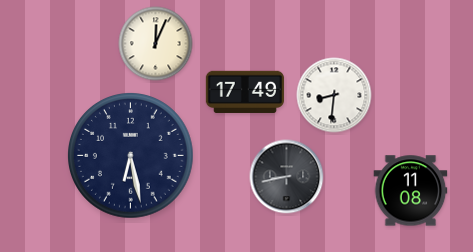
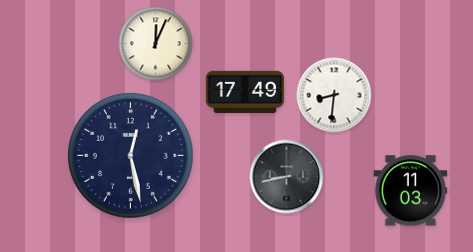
clock at (131, 156): 6:28 -> 12:28
clock at (411, 191): 11:08 -> 11:03
